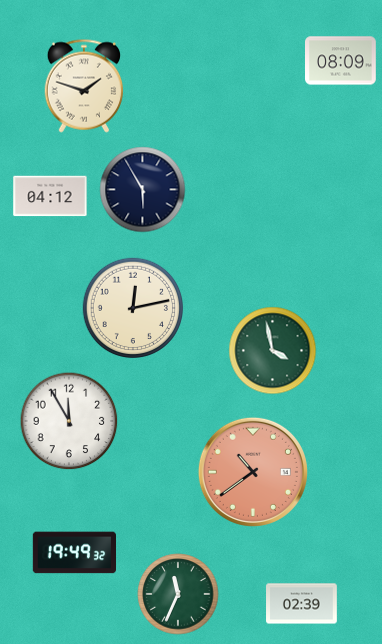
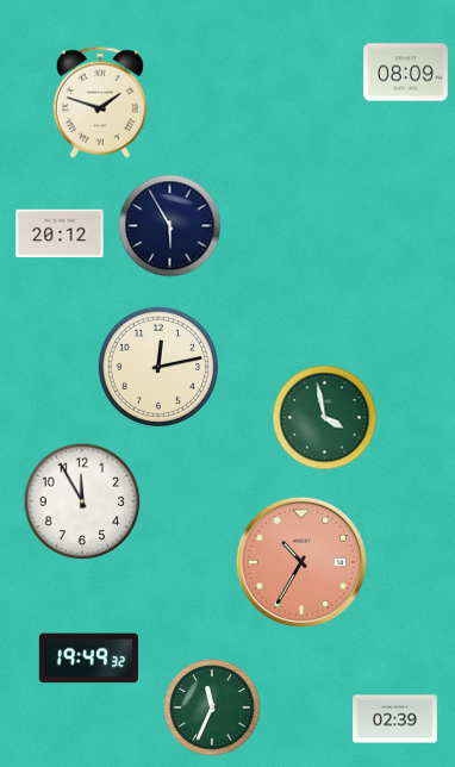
clock at (50, 196): 04:12 -> 20:12
clock at (253, 472): 10:39 -> 10:35
clock at (302, 604) position: (302, 604) -> (395, 719)
